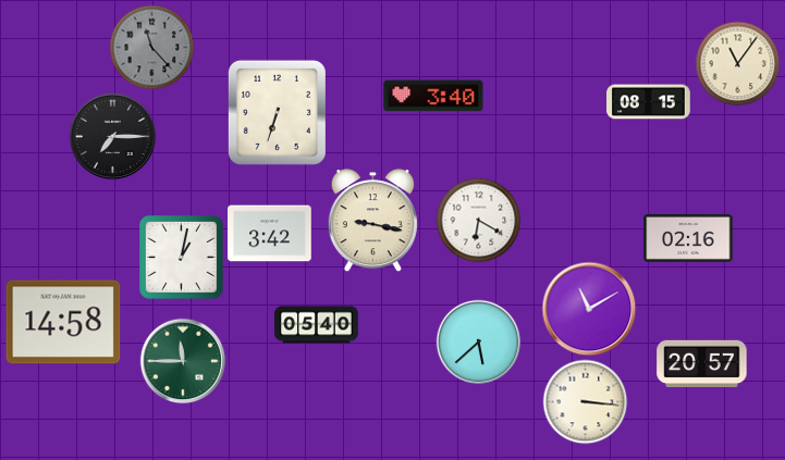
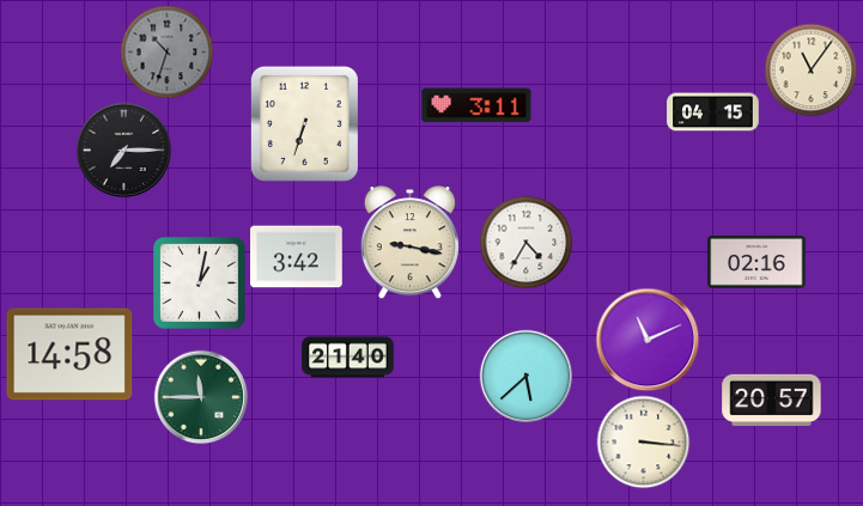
clock at (151, 47): 11:23 -> 10:33
clock at (433, 96): 3:40 -> 3:11
clock at (649, 102): 08:15 -> 04:15
clock at (478, 220): 6:20 -> 4:35
clock at (589, 309): 11:10 -> 11:11
clock at (317, 325): 05:40 -> 21:40
